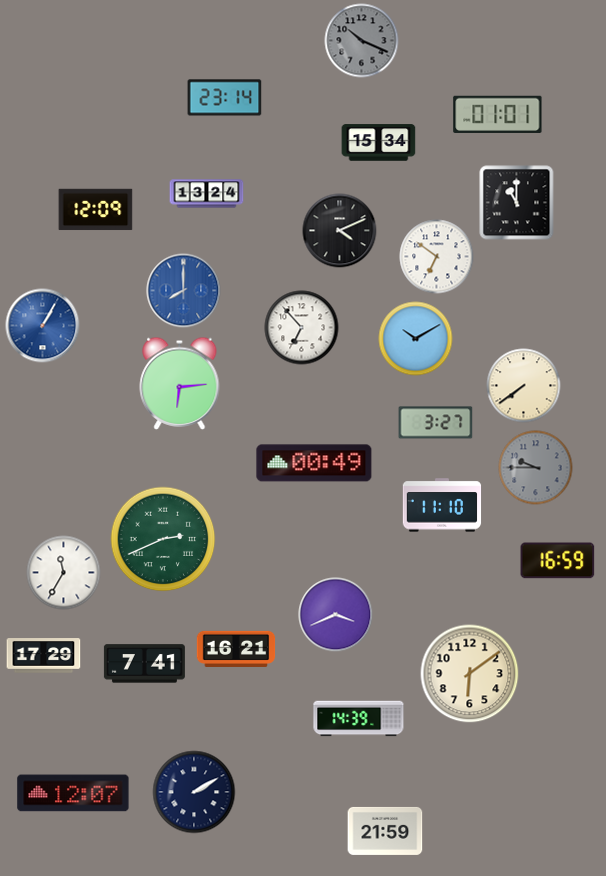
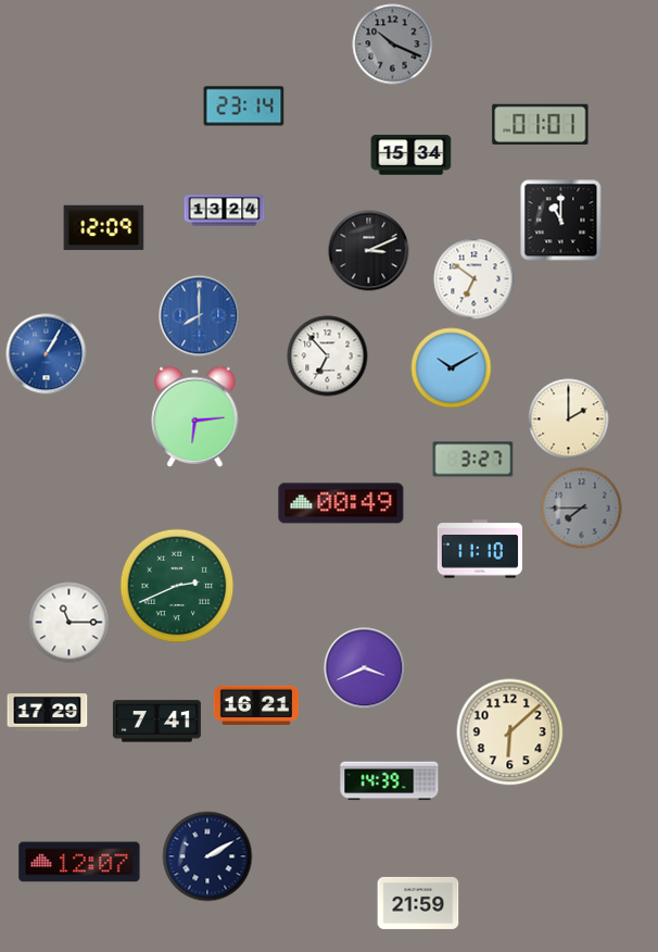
clock at (340, 231): 4:11 -> 3:11
clock at (524, 386): 7:39 -> 2:00
clock at (536, 468): 9:45 -> 7:45
clock at (558, 561): 16:59 -> none
clock at (64, 573): 11:35 -> 11:15
clock at (470, 674): 6:09 -> 6:08
clock at (194, 792) position: (194, 792) -> (207, 856)
